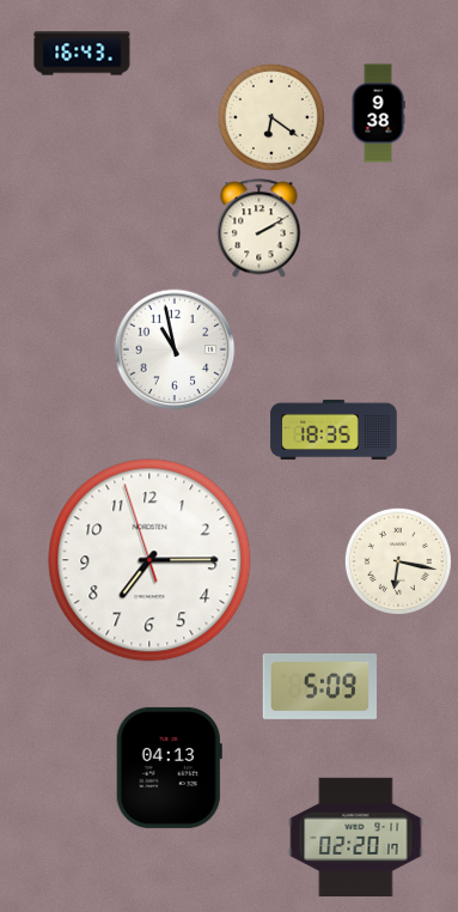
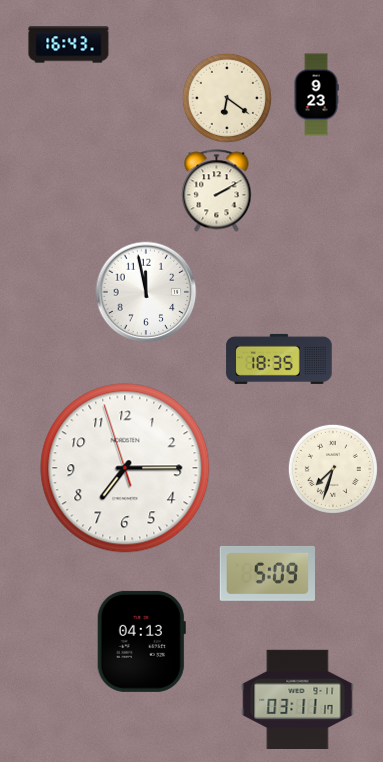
clock at (378, 114): 9:38 -> 9:23
clock at (175, 349): 10:58 -> 11:58
clock at (398, 561): 6:17 -> 7:33
clock at (356, 837): 02:20 -> 03:11
